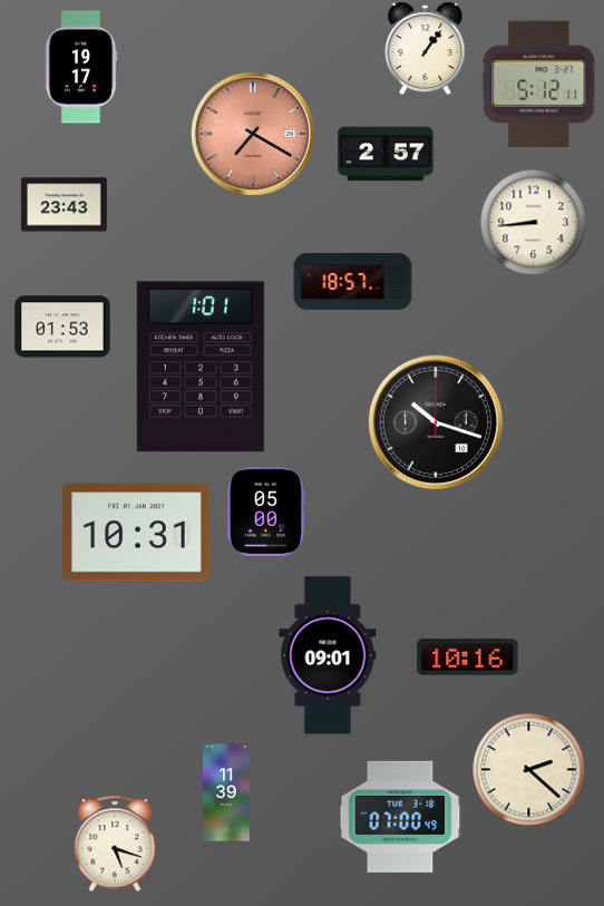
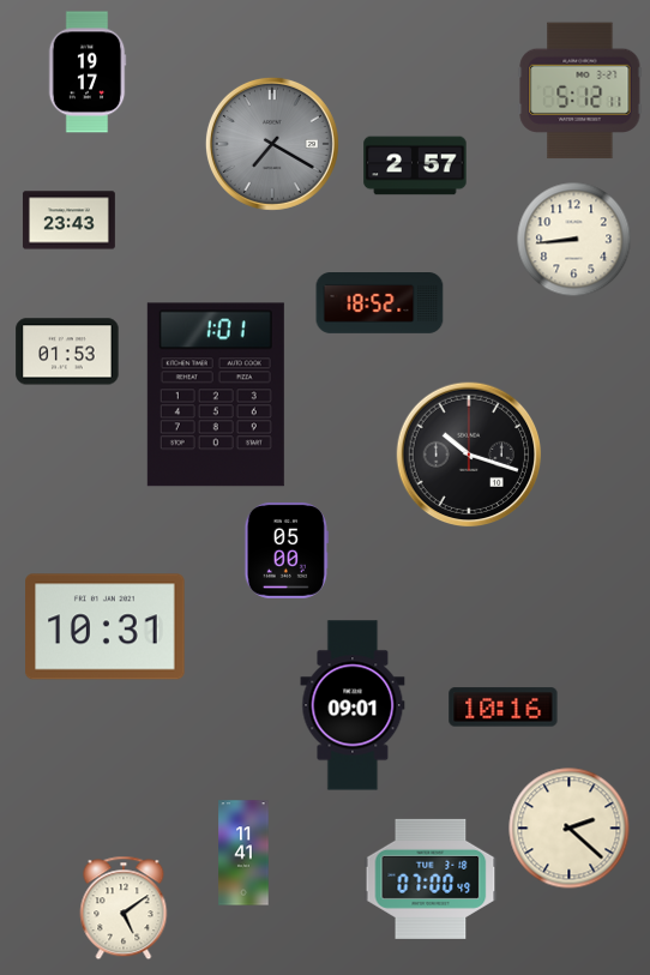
clock at (426, 49): 1:06 -> none
clock at (253, 134) dial: salmon -> grey
clock at (353, 282): 18:57 -> 18:52
clock at (137, 533) position: (137, 533) -> (106, 627)
clock at (226, 792): 11:39 -> 11:41
clock at (115, 844): 5:18 -> 5:09
